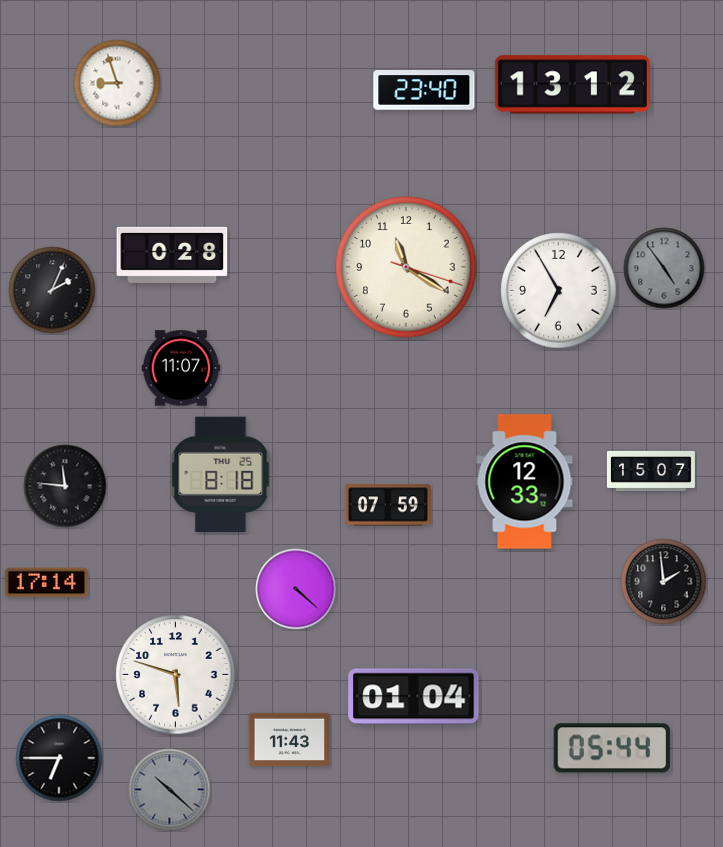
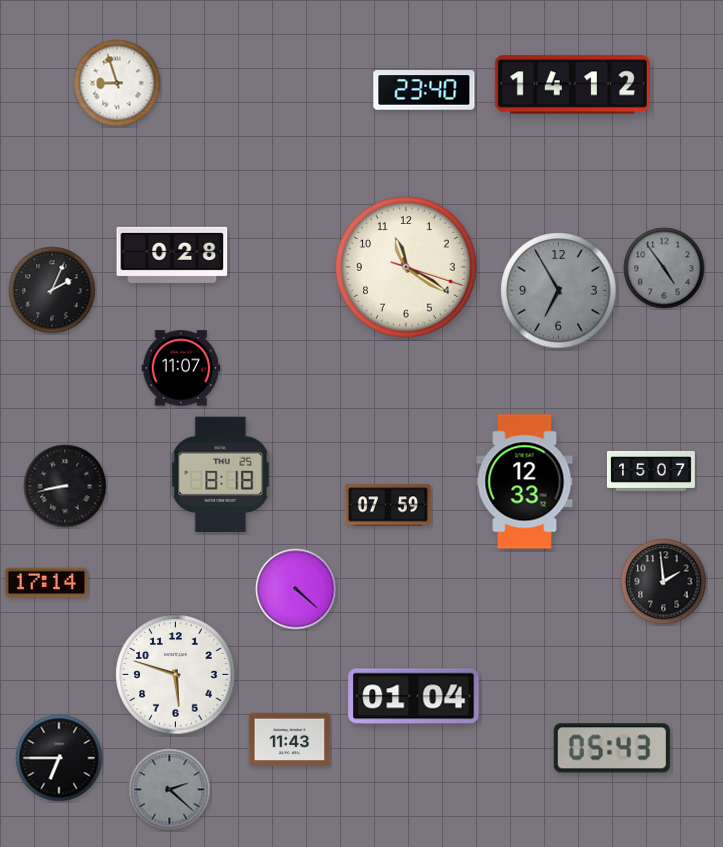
clock at (572, 85): 13:12 -> 14:12
clock at (559, 291) dial: white -> grey
clock at (65, 486): 11:46 -> 8:43
clock at (612, 748): 05:44 -> 05:43
clock at (170, 790): 10:22 -> 2:22
